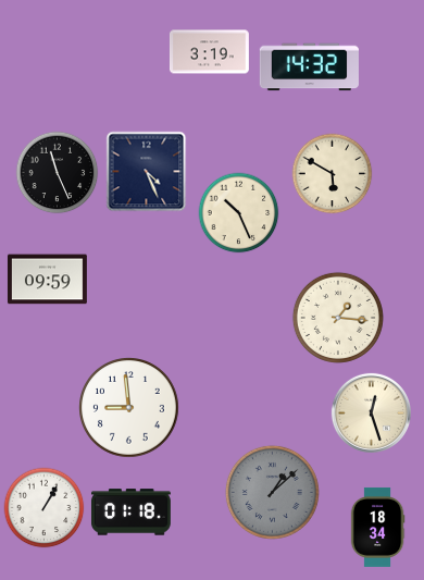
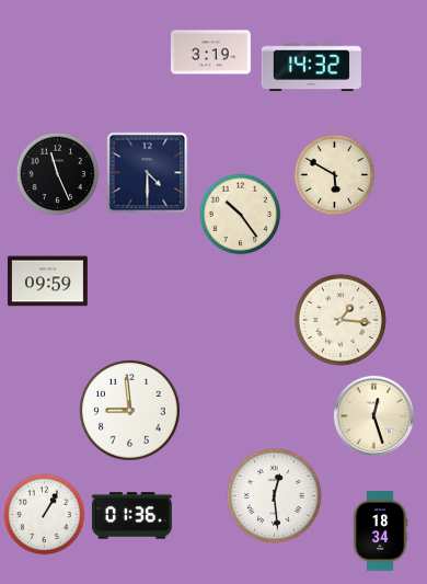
clock at (147, 172): 4:26 -> 4:30
clock at (239, 213): 10:26 -> 10:24
clock at (272, 492): 1:08 -> 12:29
clock at (272, 492) dial: grey -> white
clock at (45, 508) position: (45, 508) -> (45, 515)
clock at (130, 513): 01:18 -> 01:36
